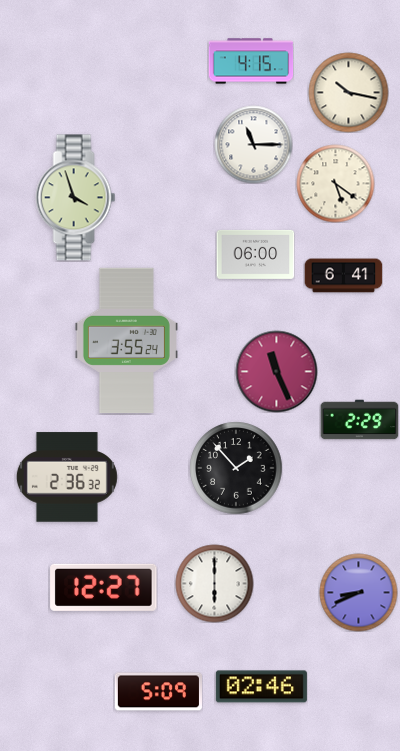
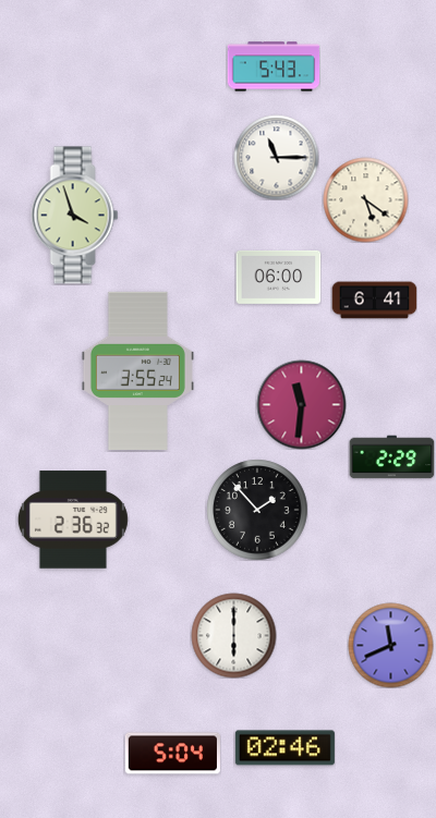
clock at (251, 61): 4:15 -> 5:43
clock at (348, 92): 10:17 -> none
clock at (76, 198) position: (76, 198) -> (75, 216)
clock at (276, 371): 11:26 -> 11:31
clock at (104, 587): 12:27 -> none
clock at (358, 592): 8:41 -> 11:41
clock at (158, 692): 5:09 -> 5:04
